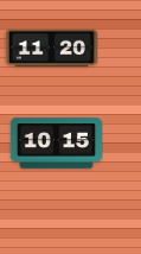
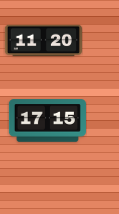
clock at (56, 144): 10:15 -> 17:15
